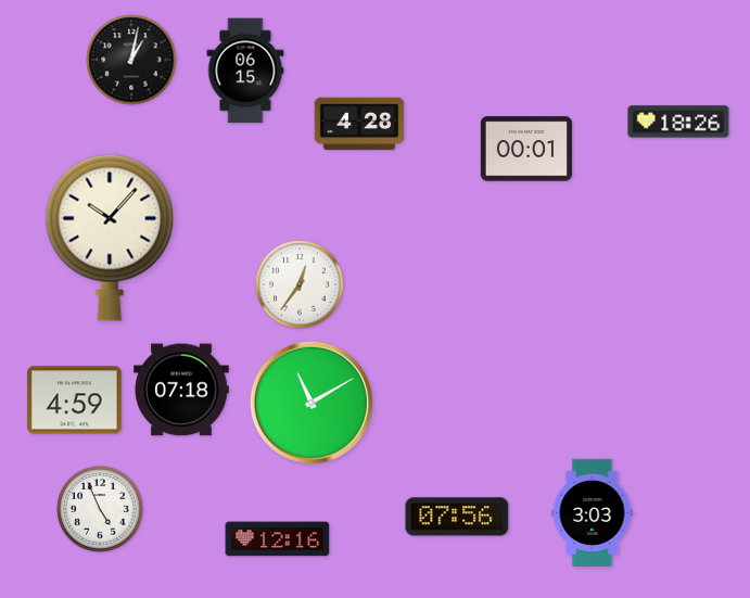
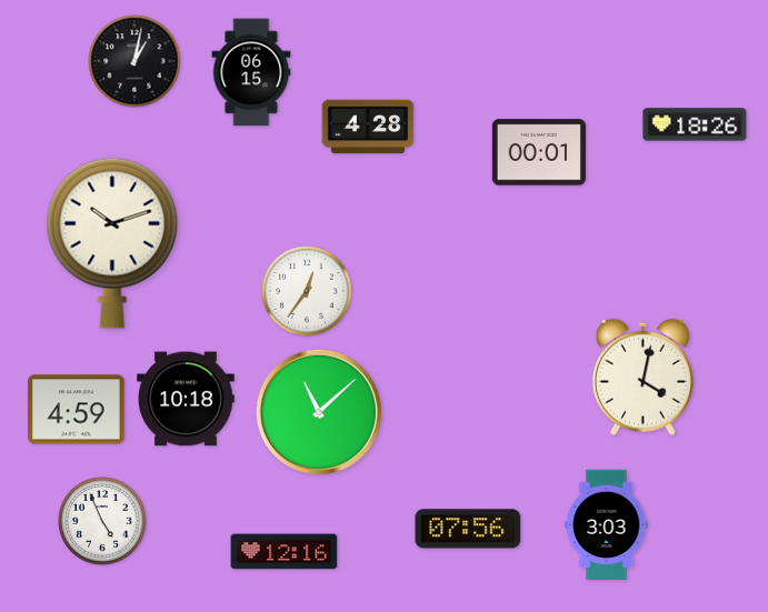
clock at (110, 238): 10:07 -> 10:12
clock at (642, 377): none -> 4:02
clock at (181, 390): 07:18 -> 10:18
clock at (312, 403): 11:10 -> 11:08
